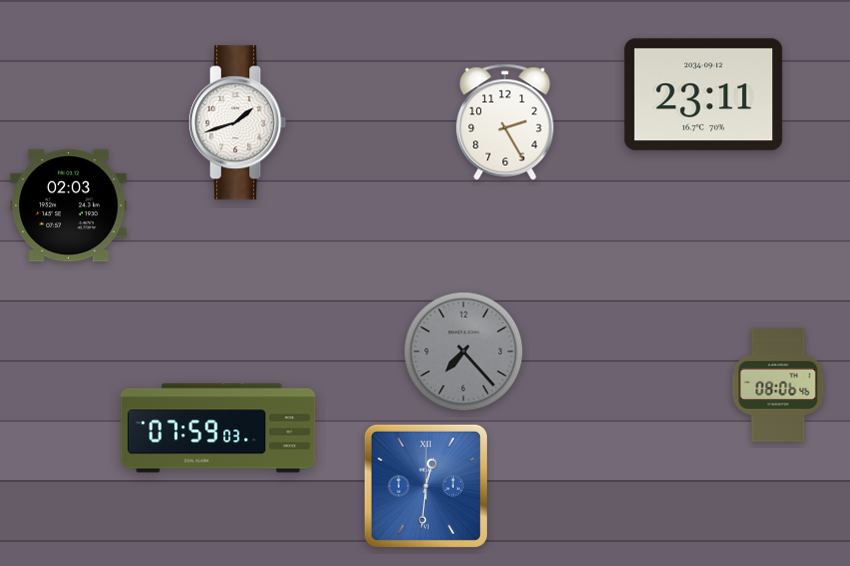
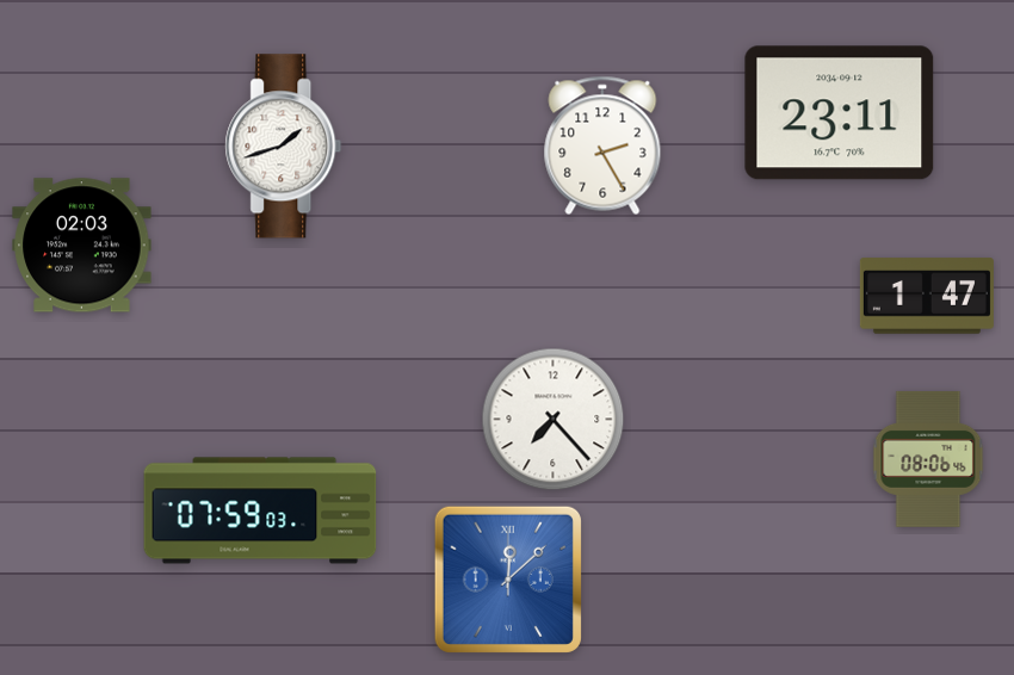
clock at (927, 296): none -> 1:47
clock at (464, 352) dial: grey -> white
clock at (426, 486): 12:31 -> 12:08
